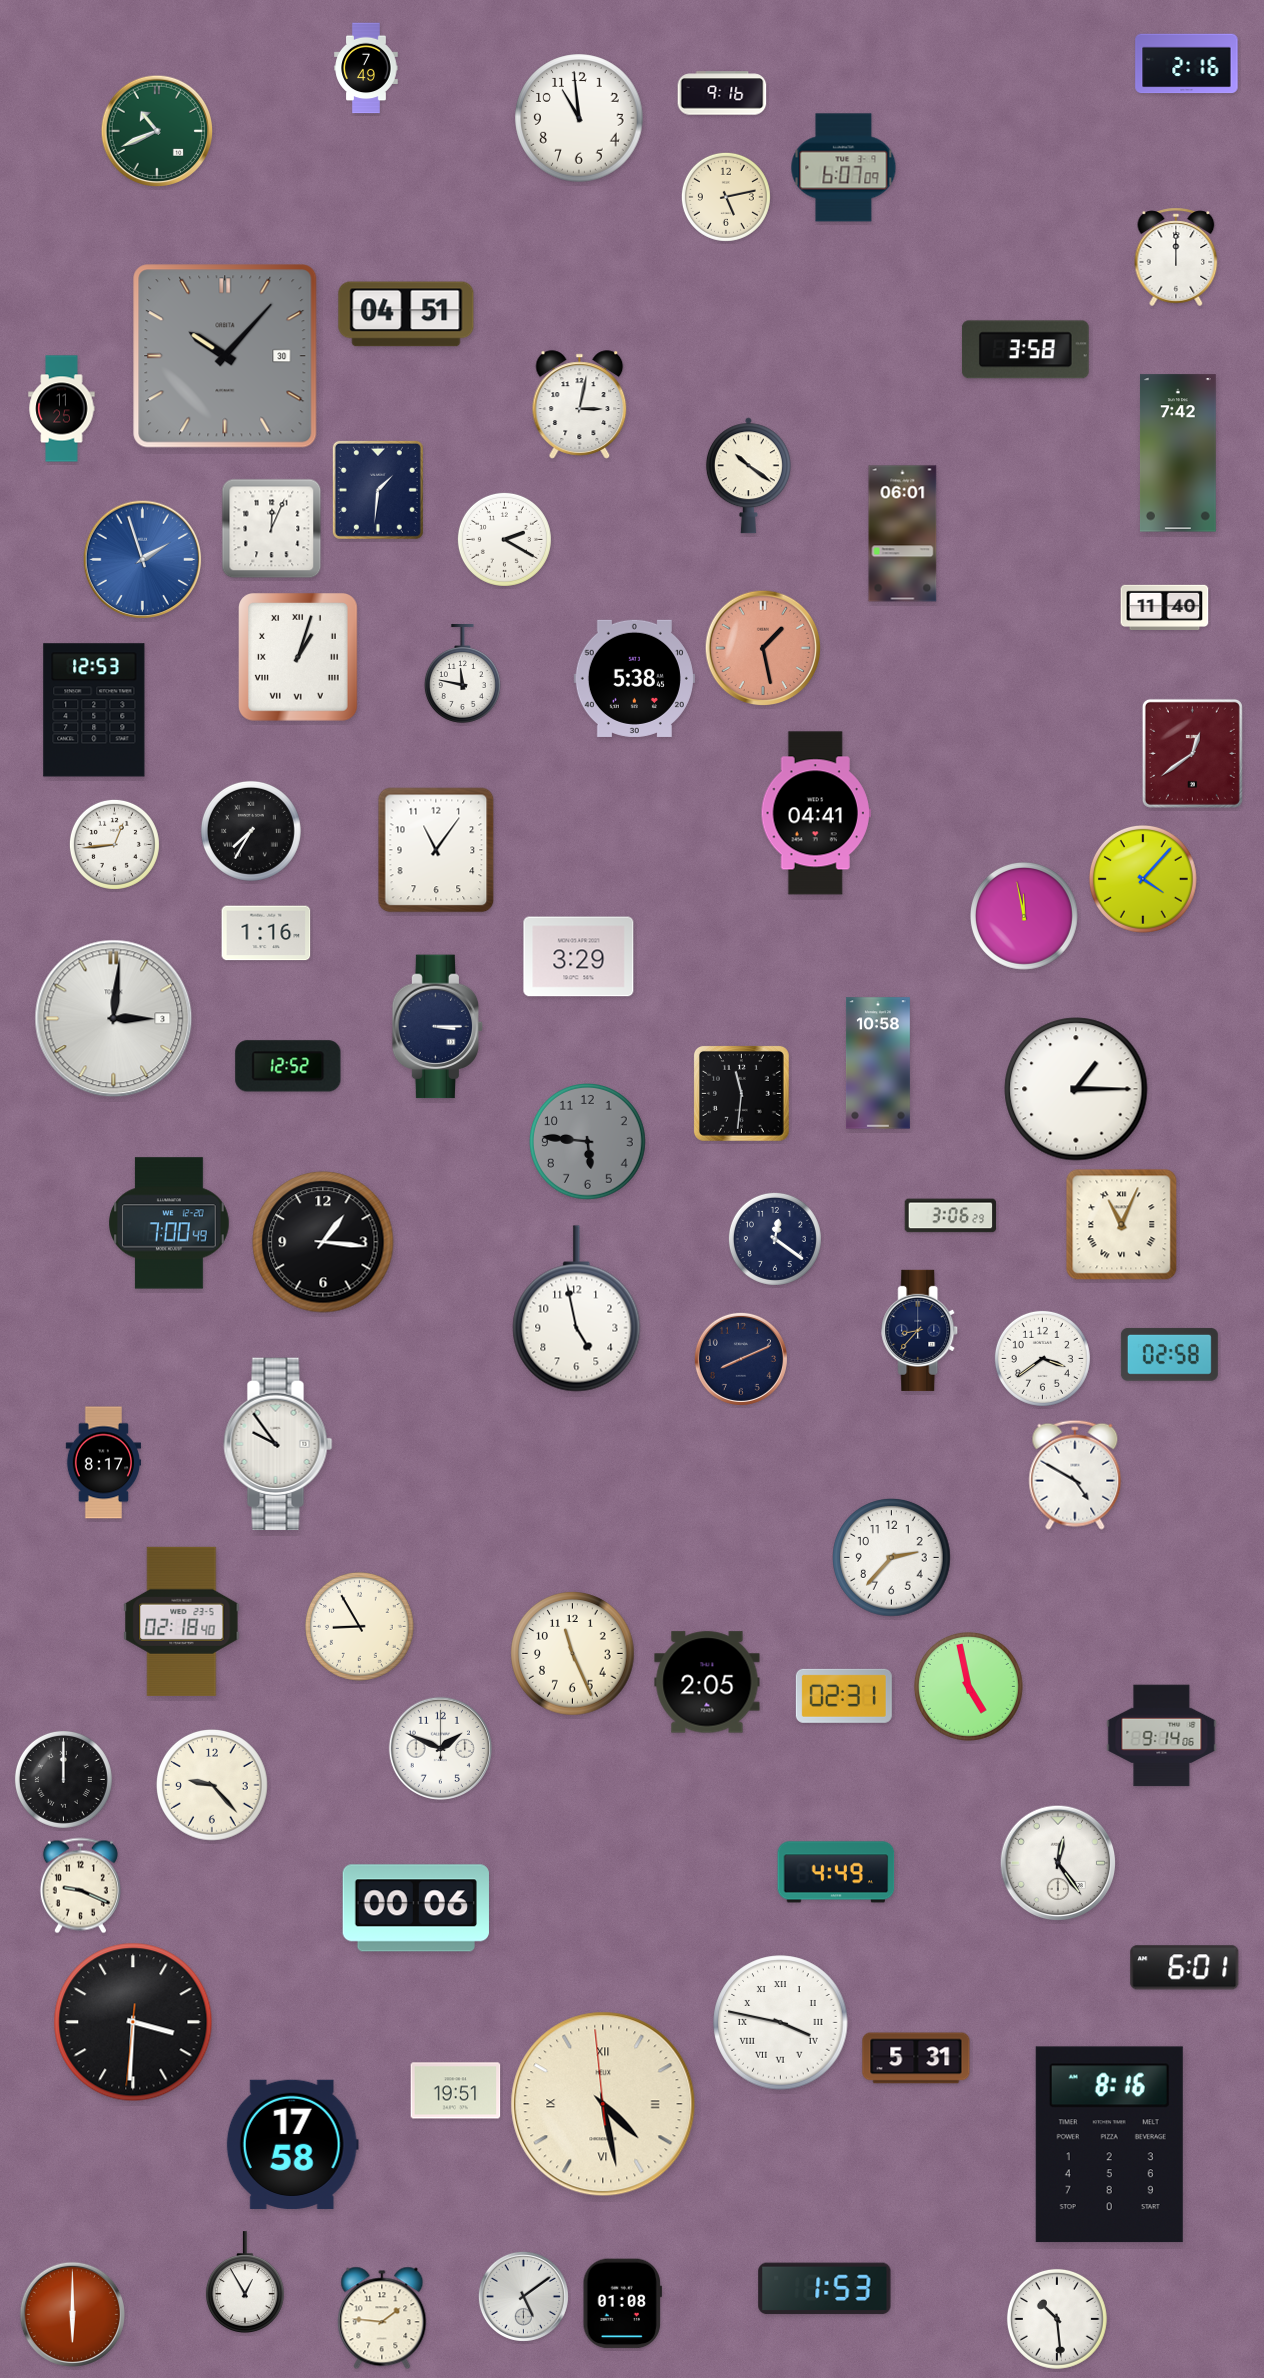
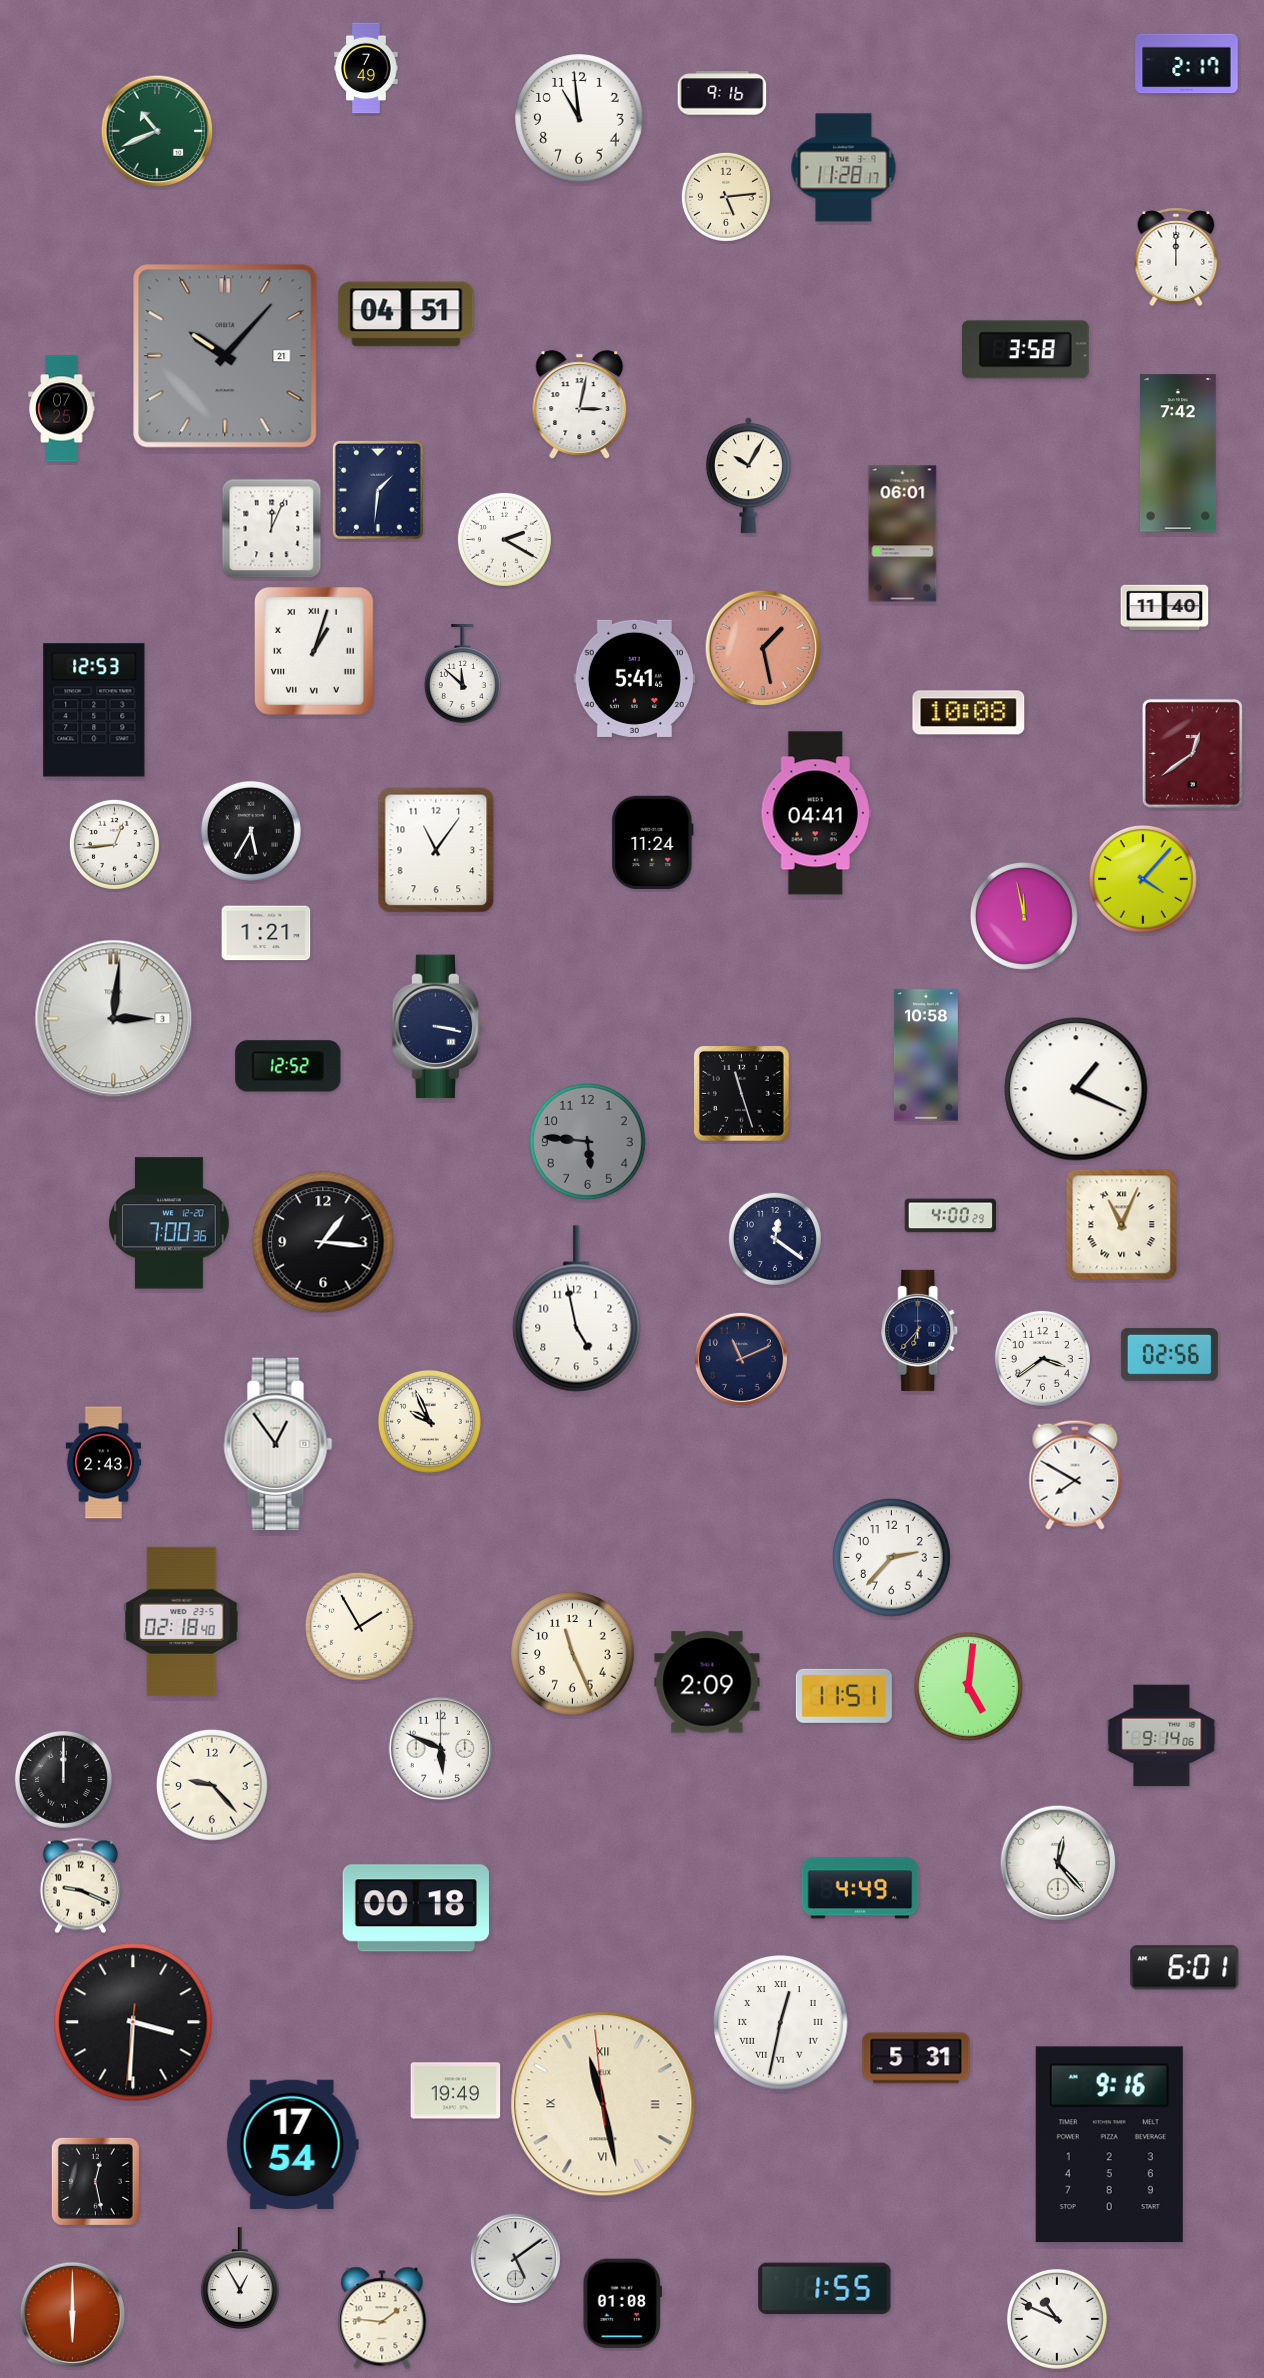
clock at (1187, 64): 2:16 -> 2:17
clock at (844, 168): 6:07 -> 11:28
clock at (726, 197): 5:13 -> 5:14
clock at (225, 356) date: 30 -> 21
clock at (62, 409): 11:25 -> 07:25
clock at (748, 476): 10:21 -> 10:05
clock at (143, 560): 1:57 -> none
clock at (299, 658) position: (299, 658) -> (315, 652)
clock at (462, 674): 11:47 -> 11:52
clock at (634, 678): 5:38 -> 5:41
clock at (969, 713): none -> 10:08
clock at (251, 831): 7:35 -> 5:35
clock at (653, 842): none -> 11:24
clock at (266, 933): 1:16 -> 1:21
clock at (579, 957): 3:29 -> none
clock at (438, 1027): 3:15 -> 3:17
clock at (878, 1063) position: (878, 1063) -> (926, 1055)
clock at (1076, 1089): 1:15 -> 1:19
clock at (741, 1093): 11:31 -> 11:27
clock at (951, 1216): 3:06 -> 4:00
clock at (169, 1223): 7:00:49 -> 7:00:36
clock at (920, 1330): 8:37 -> 6:37
clock at (1169, 1354): 02:58 -> 02:56
clock at (741, 1359): 8:11 -> 11:11
clock at (429, 1421): none -> 9:56
clock at (278, 1444): 9:54 -> 12:54
clock at (103, 1463): 8:17 -> 2:43
clock at (1075, 1475): 4:50 -> 7:50
clock at (359, 1626): 8:55 -> 1:55
clock at (707, 1682): 2:05 -> 2:09
clock at (968, 1686): 4:58 -> 5:01
clock at (844, 1696): 02:31 -> 11:51
clock at (440, 1748): 1:49 -> 5:49
clock at (1058, 1863): 12:24 -> 12:23
clock at (836, 1872) position: (836, 1872) -> (860, 1888)
clock at (416, 1908): 00:06 -> 00:18
clock at (781, 2023): 3:47 -> 12:32
clock at (456, 2091): 19:51 -> 19:49
clock at (603, 2104): 4:27 -> 11:27
clock at (292, 2144): 17:58 -> 17:54
clock at (1109, 2145): 8:16 -> 9:16
clock at (95, 2181): none -> 12:28
clock at (245, 2282) position: (245, 2282) -> (240, 2278)
clock at (825, 2289): 1:53 -> 1:55
clock at (523, 2296) position: (523, 2296) -> (515, 2258)
clock at (1057, 2319): 10:29 -> 10:49
